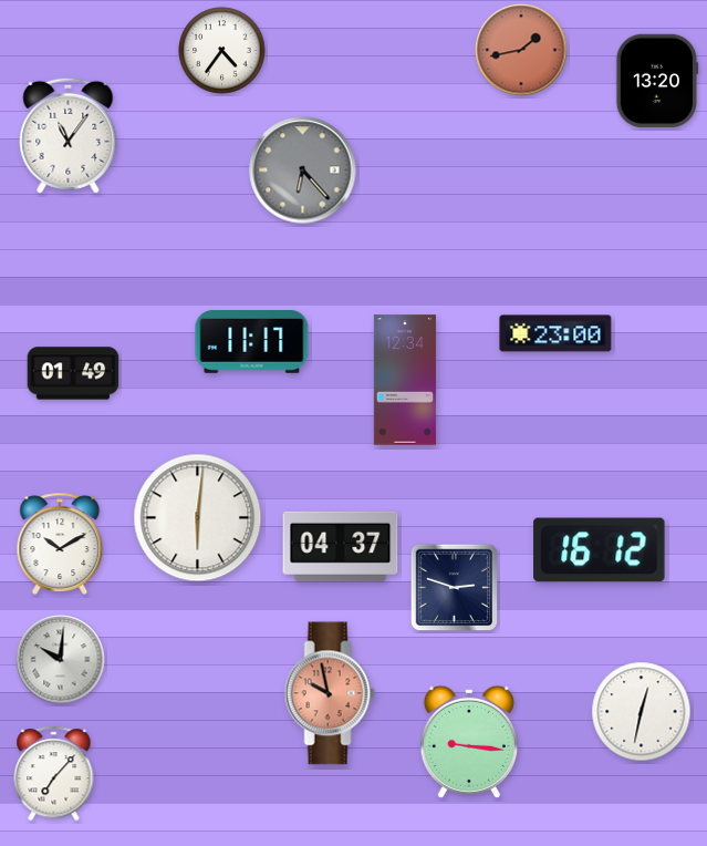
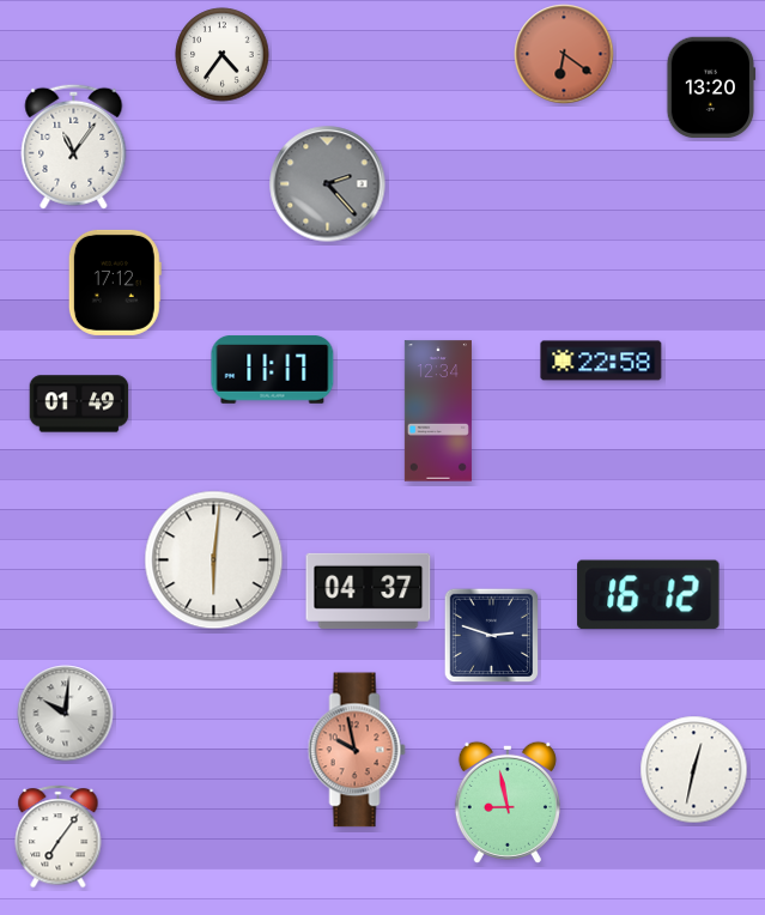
clock at (521, 50): 1:43 -> 6:21
clock at (222, 51) position: (222, 51) -> (223, 55)
clock at (303, 171): 6:23 -> 2:23
clock at (115, 283): none -> 17:12
clock at (555, 333): 23:00 -> 22:58
clock at (60, 543): 10:10 -> none
clock at (469, 742): 9:16 -> 8:58
clock at (54, 774): 7:07 -> 7:06
